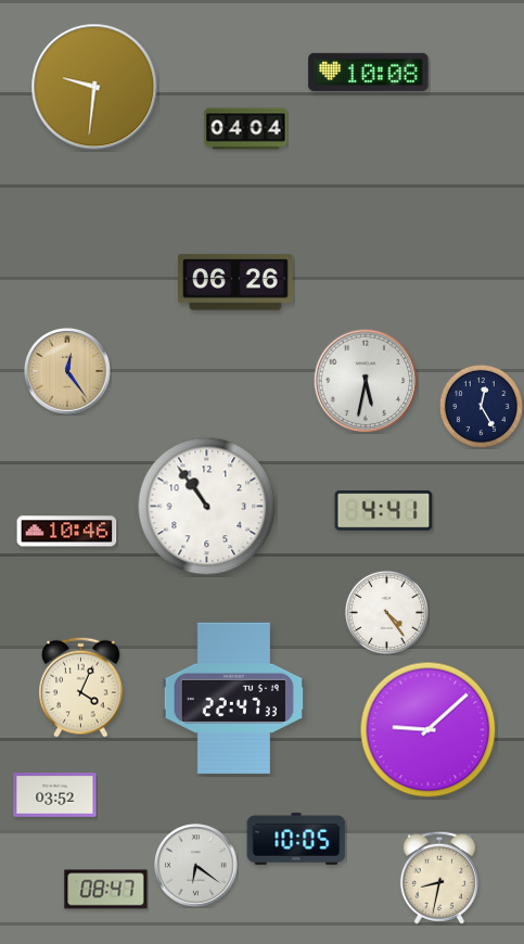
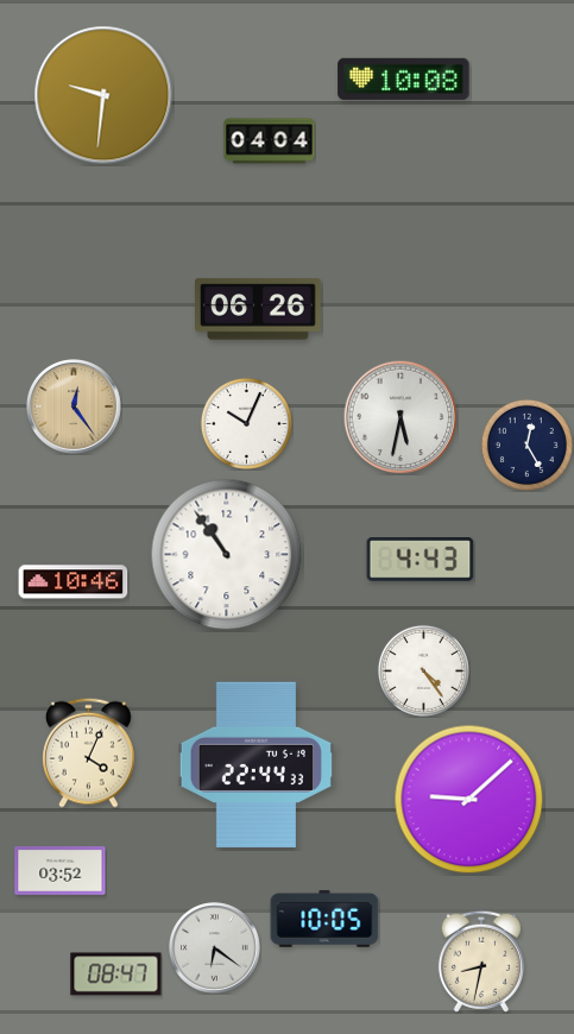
clock at (246, 423): none -> 10:04
clock at (384, 511): 4:41 -> 4:43
clock at (233, 698): 22:47 -> 22:44
